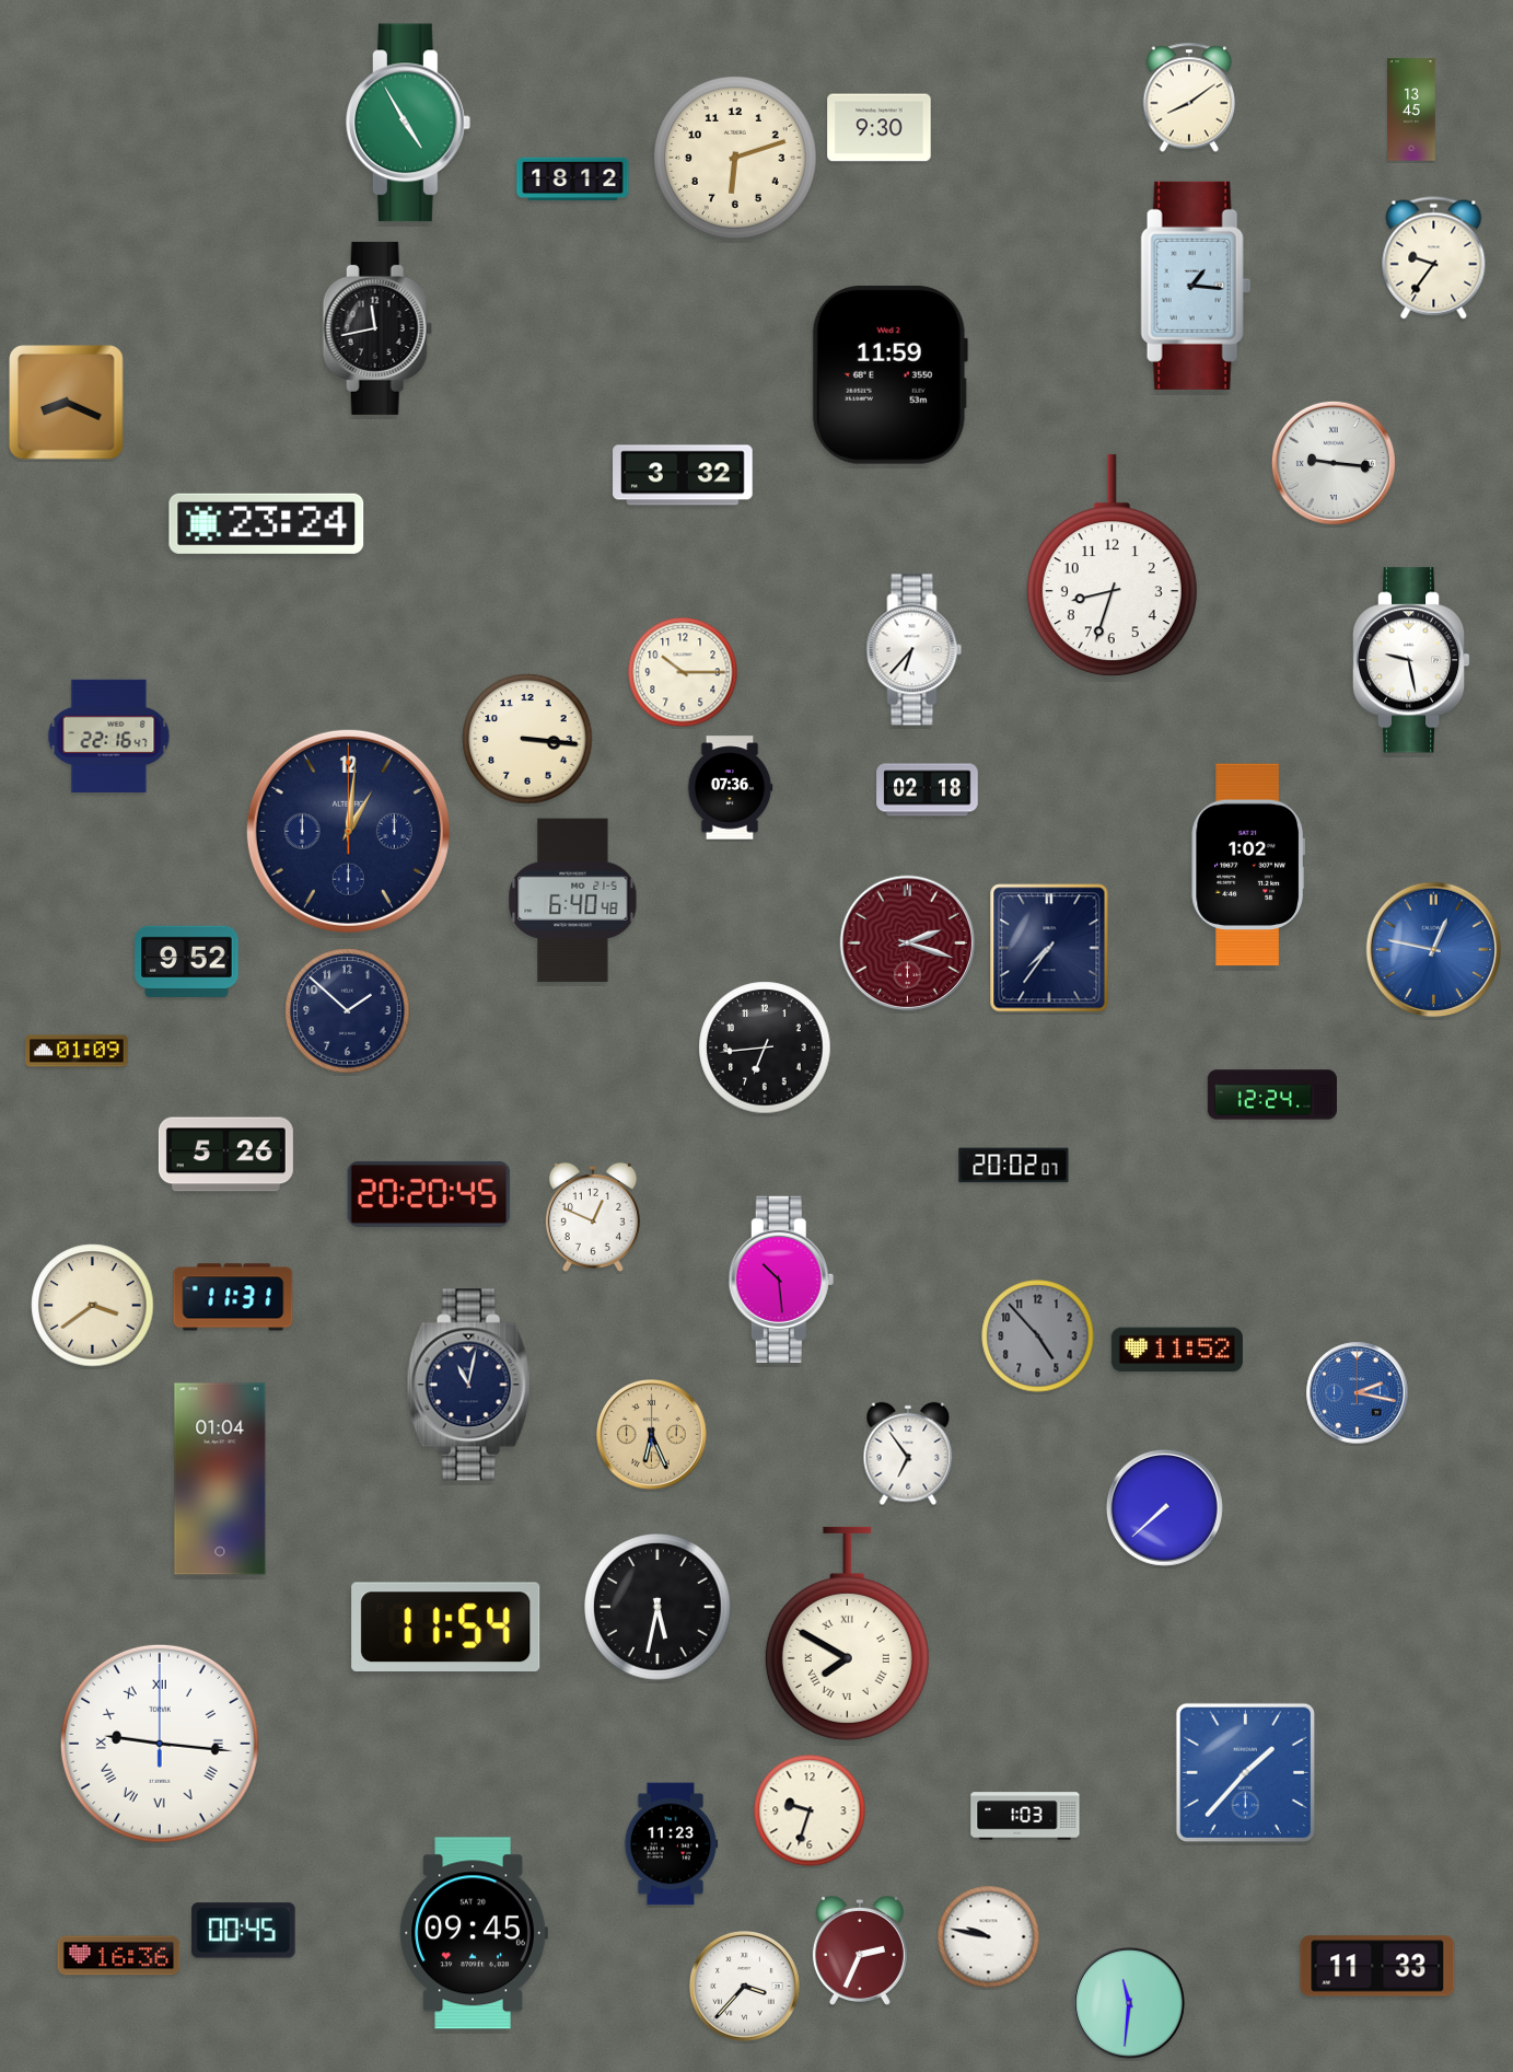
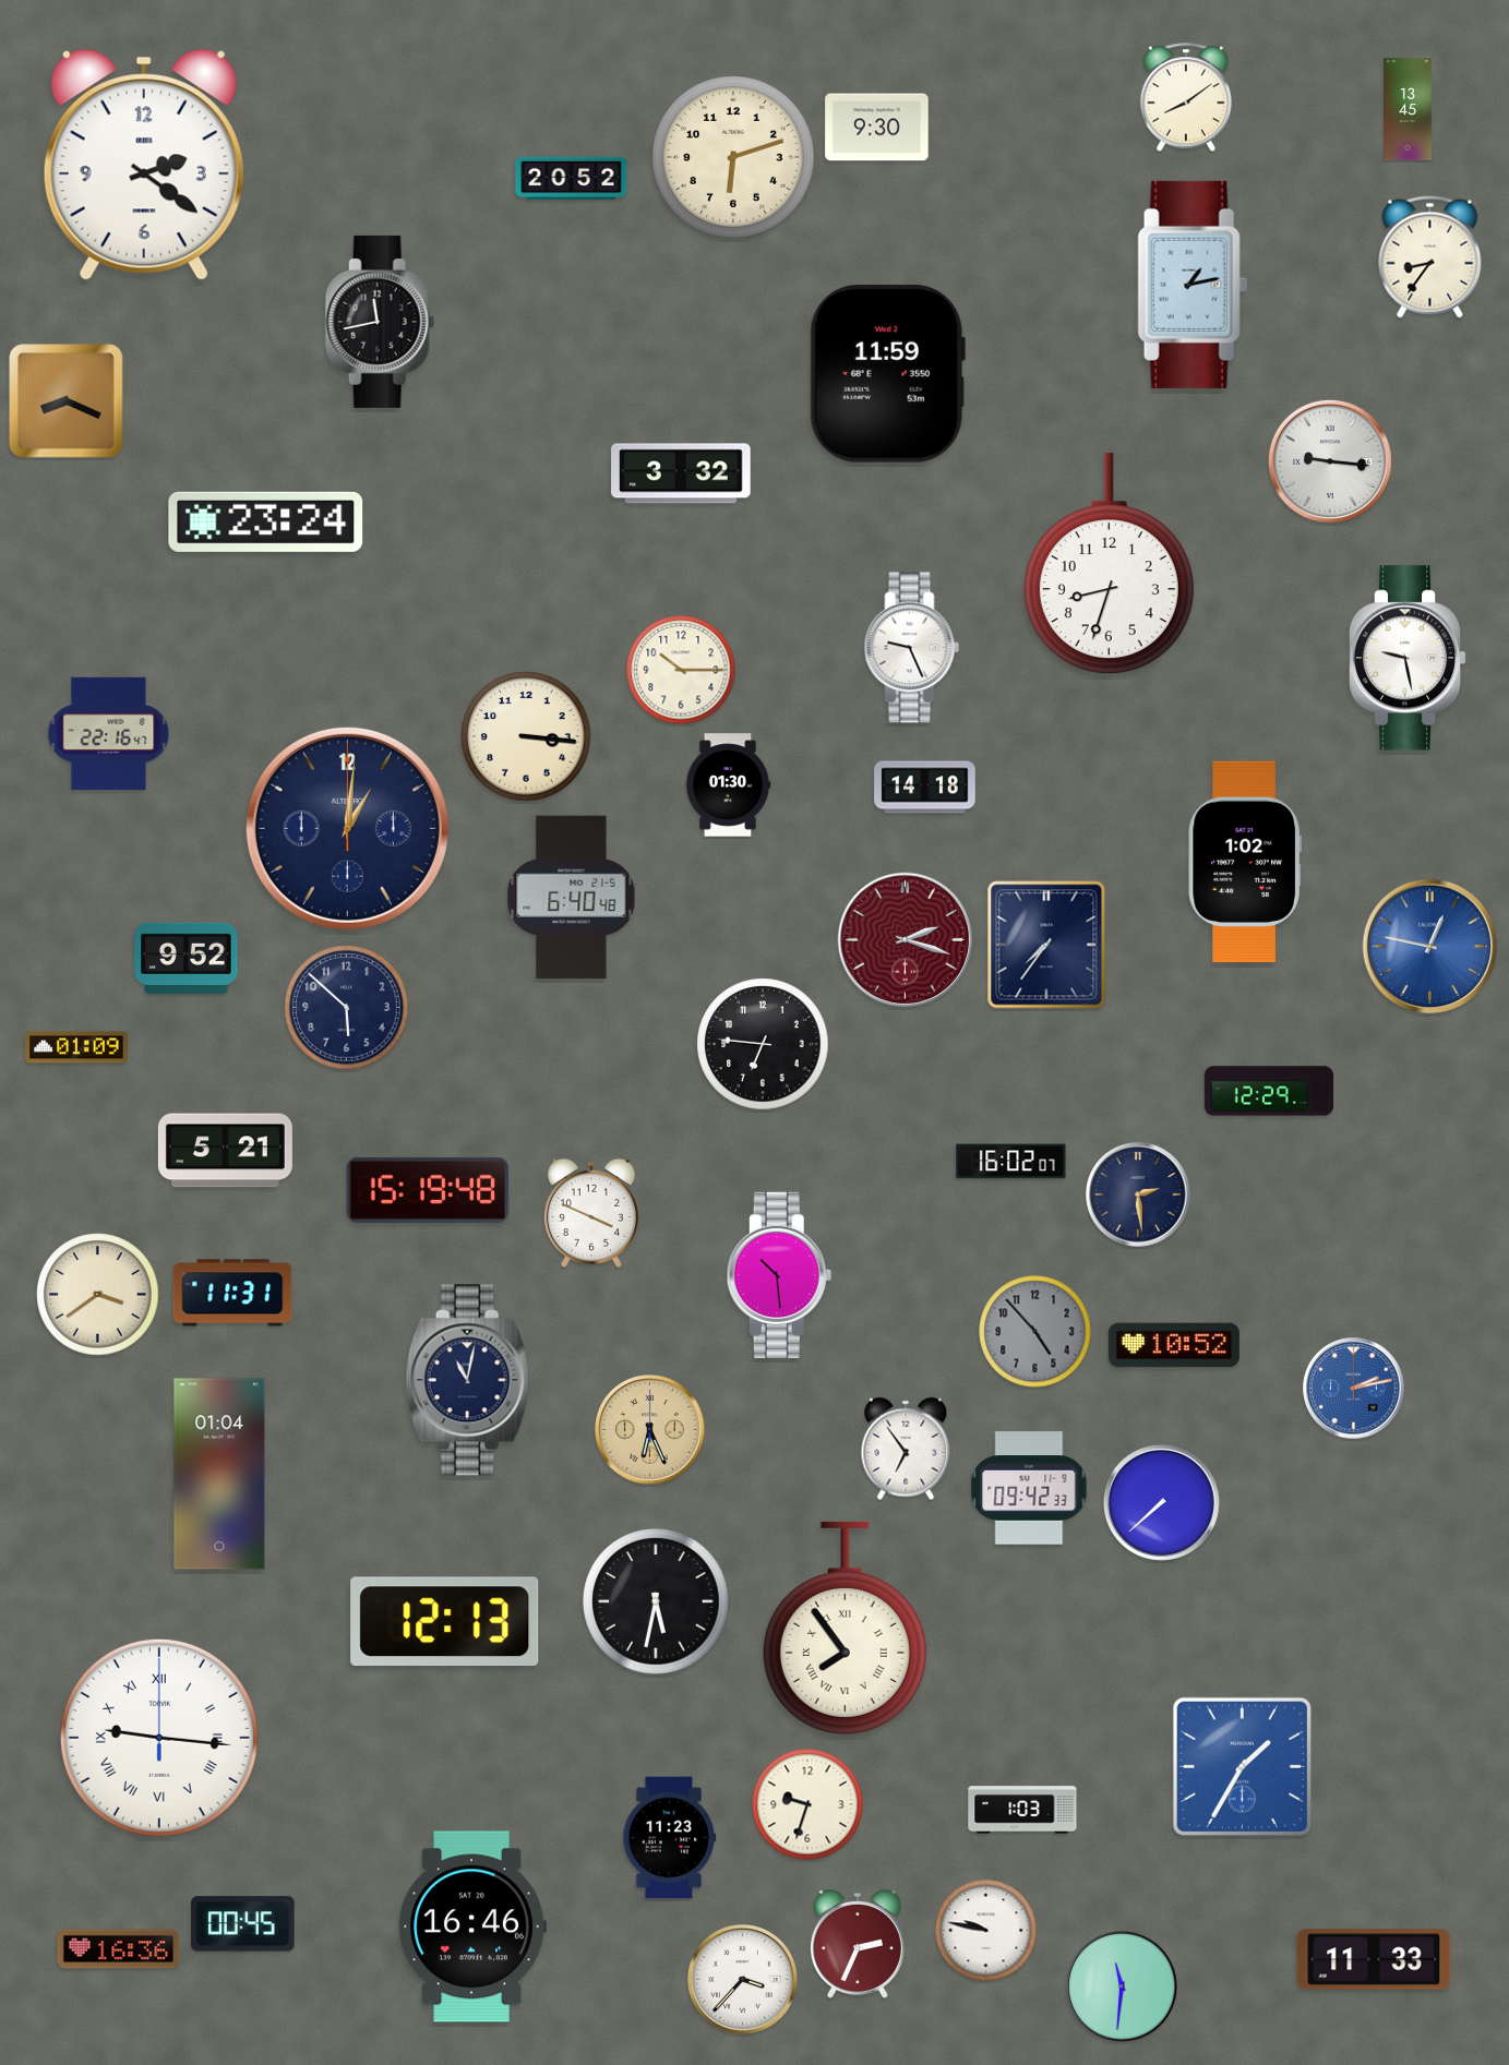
clock at (408, 123): 4:55 -> none
clock at (144, 165): none -> 2:21
clock at (573, 180): 18:12 -> 20:52
clock at (1434, 258): 9:36 -> 8:36
clock at (1196, 286): 1:16 -> 1:13
clock at (377, 328) position: (377, 328) -> (380, 322)
clock at (915, 650): 6:37 -> 9:26
clock at (730, 788): 07:36 -> 01:30
clock at (928, 790): 02:18 -> 14:18
clock at (348, 1011): 1:52 -> 5:52
clock at (765, 1047): 6:44 -> 6:46
clock at (1271, 1095): 12:24 -> 12:29
clock at (225, 1155): 5:26 -> 5:21
clock at (1014, 1166): 20:02 -> 16:02
clock at (429, 1194): 20:20 -> 15:19
clock at (1138, 1194): none -> 2:29
clock at (593, 1217): 12:49 -> 3:49
clock at (93, 1306) position: (93, 1306) -> (98, 1295)
clock at (1177, 1350): 11:52 -> 10:52
clock at (1358, 1393): 2:17 -> 2:13
clock at (1029, 1488): none -> 09:42
clock at (446, 1627): 11:54 -> 12:13
clock at (847, 1633): 7:50 -> 7:54
clock at (1245, 1772): 1:37 -> 1:35
clock at (474, 1933): 09:45 -> 16:46
clock at (1130, 2004) position: (1130, 2004) -> (1123, 1988)
